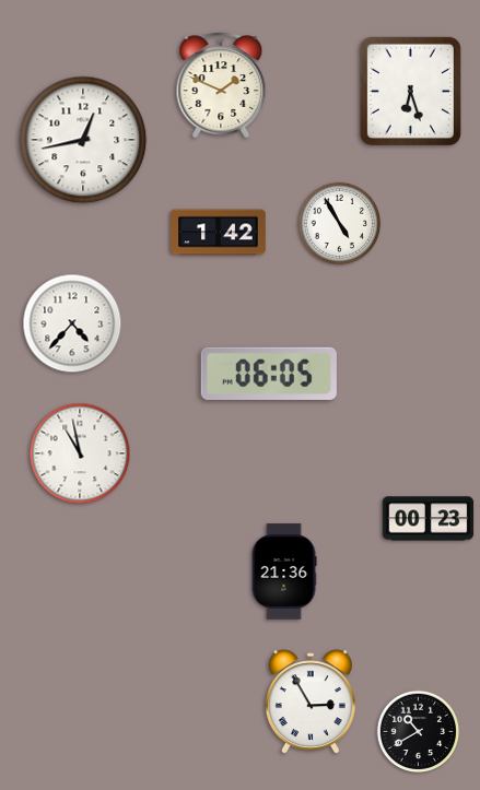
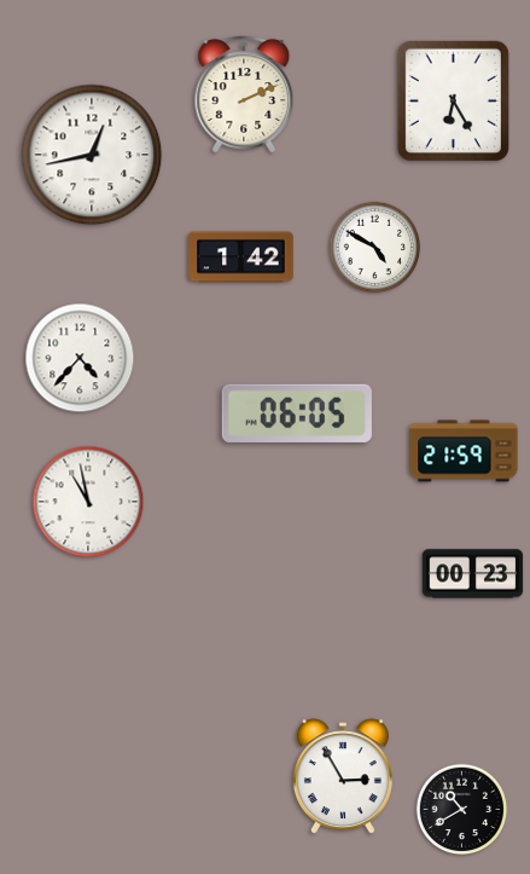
clock at (221, 85): 1:49 -> 2:11
clock at (410, 91): 6:27 -> 6:25
clock at (340, 224): 4:55 -> 4:50
clock at (464, 451): none -> 21:59
clock at (284, 571): 21:36 -> none
